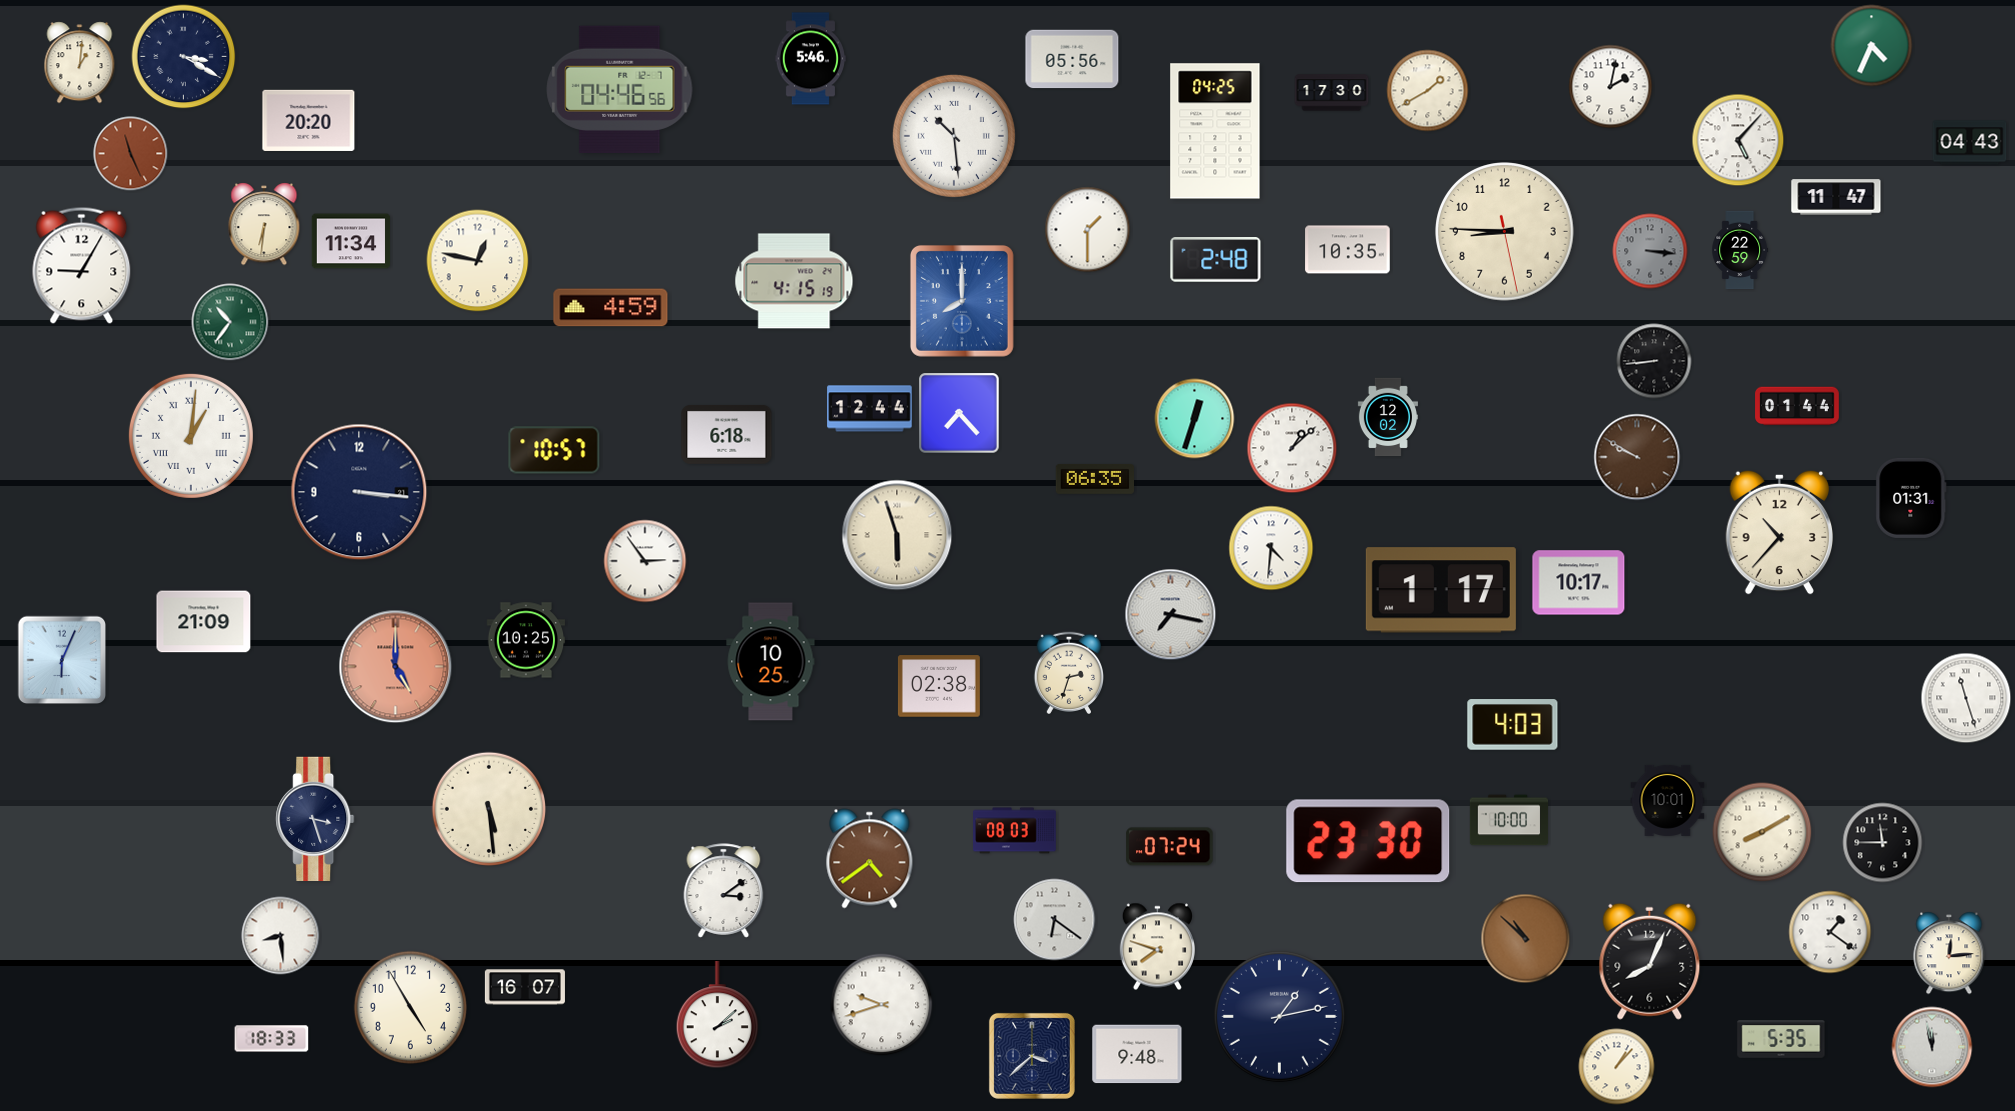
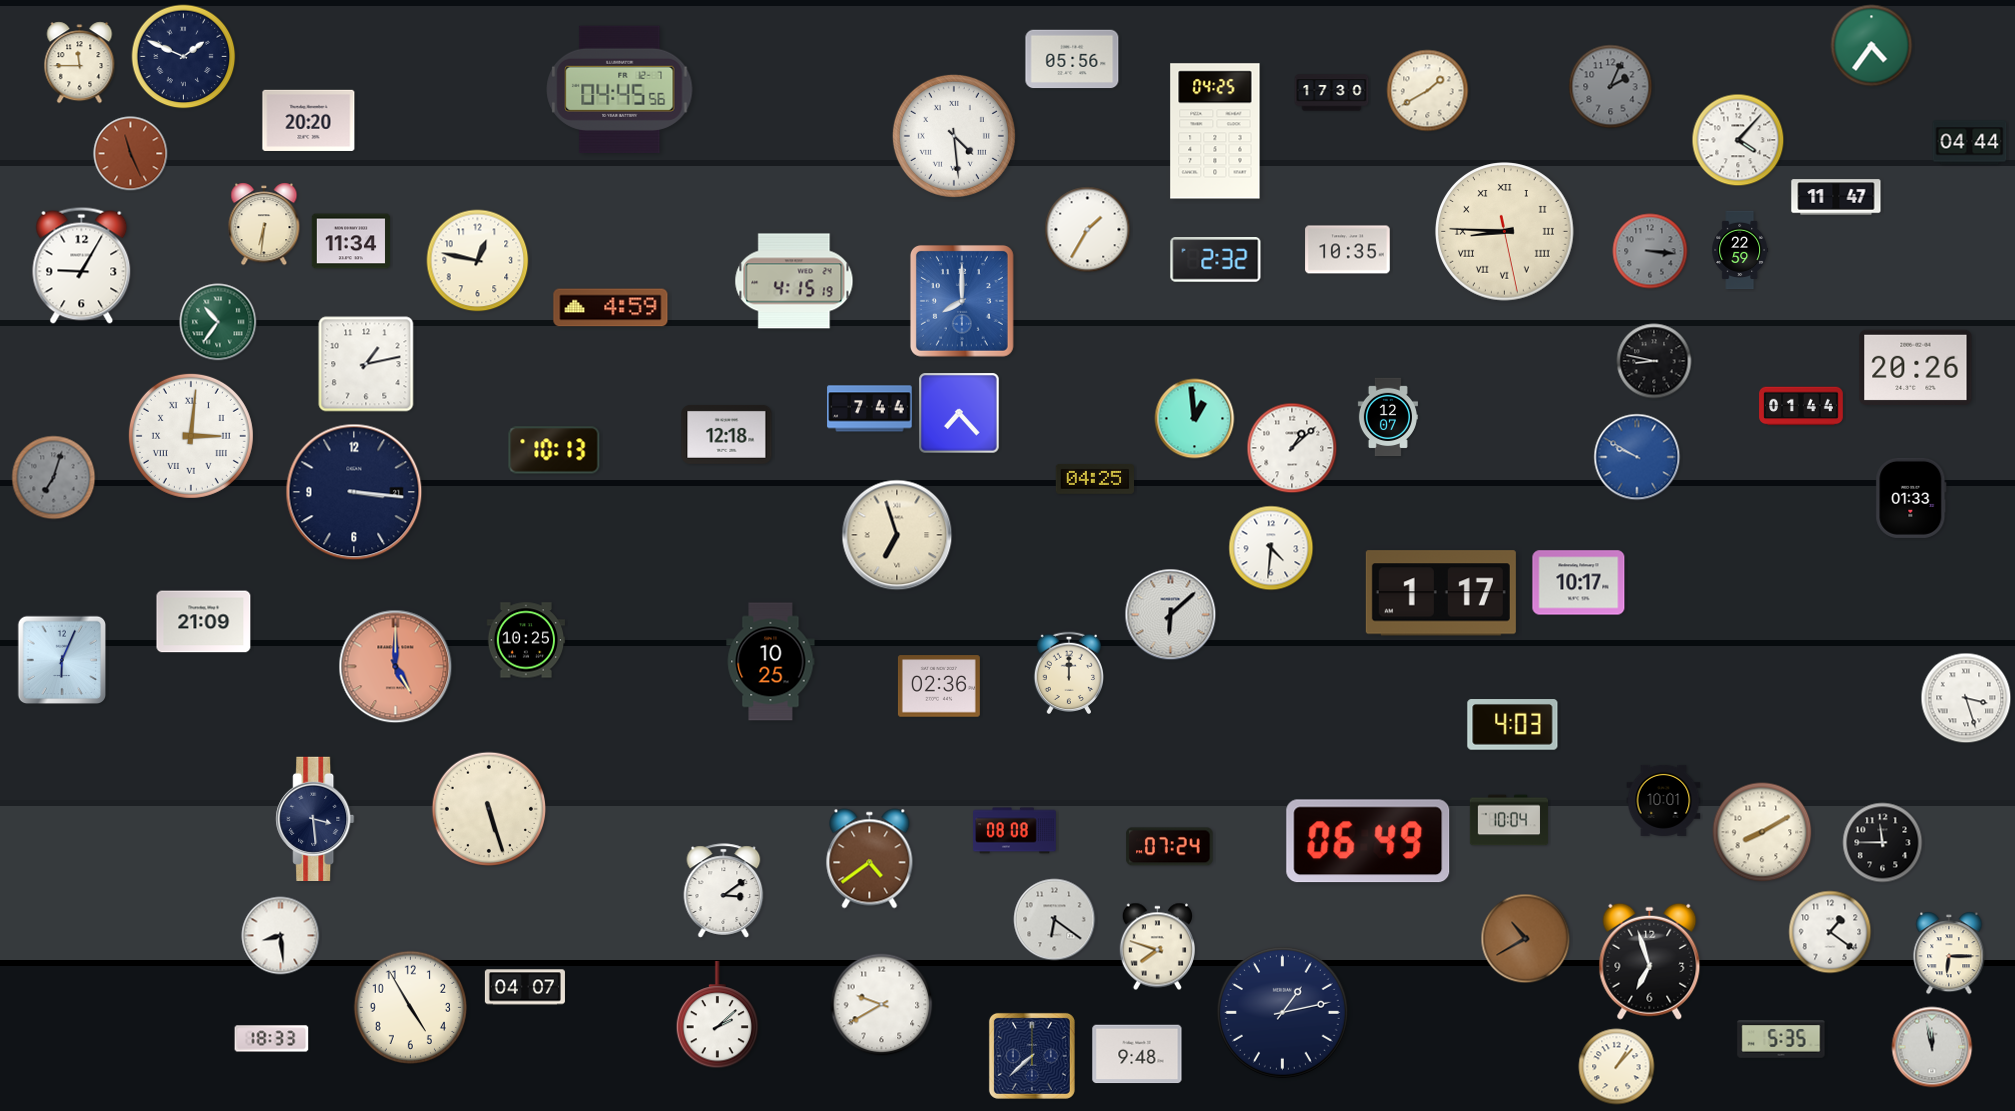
clock at (1872, 46): 4:34 -> 4:36
clock at (184, 57): 3:20 -> 1:49
clock at (810, 59): 5:46 -> none
clock at (80, 63): 1:01 -> 11:45
clock at (1611, 87): 2:02 -> 2:04
clock at (1611, 87) dial: white -> grey
clock at (620, 89): 04:46 -> 04:45
clock at (954, 136): 10:29 -> 4:29
clock at (1738, 140): 5:07 -> 4:07
clock at (1970, 143): 04:43 -> 04:44
clock at (1088, 230): 1:30 -> 1:35
clock at (1505, 232) numerals: Arabic -> Roman
clock at (1216, 260): 2:48 -> 2:32
clock at (230, 322) position: (230, 322) -> (218, 322)
clock at (1654, 361): 8:44 -> 8:47
clock at (366, 364): none -> 1:13
clock at (1916, 367): none -> 20:26
clock at (1797, 406) position: (1797, 406) -> (1801, 406)
clock at (870, 409): 12:44 -> 7:44
clock at (1388, 417): 12:02 -> 12:07
clock at (1195, 419): 12:33 -> 12:59
clock at (727, 434): 6:18 -> 12:18
clock at (191, 436): 1:01 -> 3:01
clock at (554, 450): 10:57 -> 10:13
clock at (1637, 457) dial: brown -> blue
clock at (54, 478): none -> 7:03
clock at (1094, 479): 06:35 -> 04:25
clock at (359, 492) position: (359, 492) -> (354, 492)
clock at (1911, 498): 01:31 -> 01:33
clock at (1779, 532): 10:37 -> none
clock at (897, 535): 5:57 -> 6:57
clock at (645, 561): 2:54 -> none
clock at (1441, 590) position: (1441, 590) -> (1441, 593)
clock at (1171, 615): 7:17 -> 6:08
clock at (1068, 672): 2:33 -> 12:00
clock at (939, 686): 02:38 -> 02:36
clock at (1966, 698): 11:27 -> 3:27
clock at (1668, 800) position: (1668, 800) -> (1664, 800)
clock at (488, 808): 5:29 -> 5:27
clock at (315, 818): 3:27 -> 3:29
clock at (1509, 820): 10:00 -> 10:04
clock at (1015, 831): 08:03 -> 08:08
clock at (1368, 841): 23:30 -> 06:49
clock at (1526, 939): 10:52 -> 10:40
clock at (1949, 953): 12:14 -> 6:15
clock at (1650, 961): 8:04 -> 6:57
clock at (525, 987): 16:07 -> 04:07
clock at (882, 1005): 9:42 -> 9:40
clock at (1279, 1016) position: (1279, 1016) -> (1282, 1012)
clock at (1032, 1056): 3:38 -> 7:38
